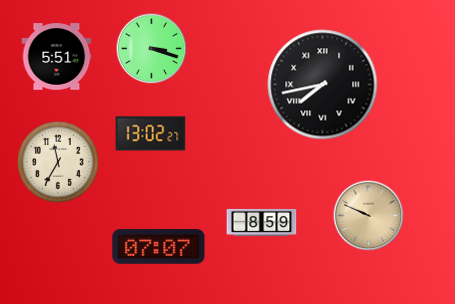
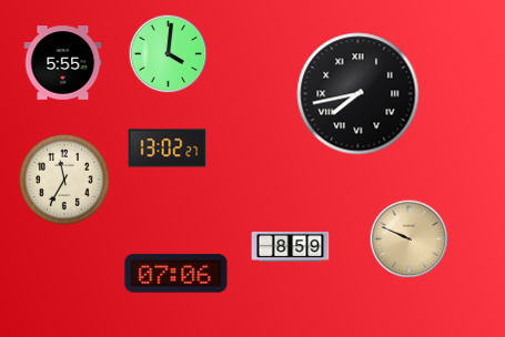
clock at (152, 49): 3:18 -> 4:01
clock at (57, 57): 5:51 -> 5:55
clock at (159, 247): 07:07 -> 07:06
